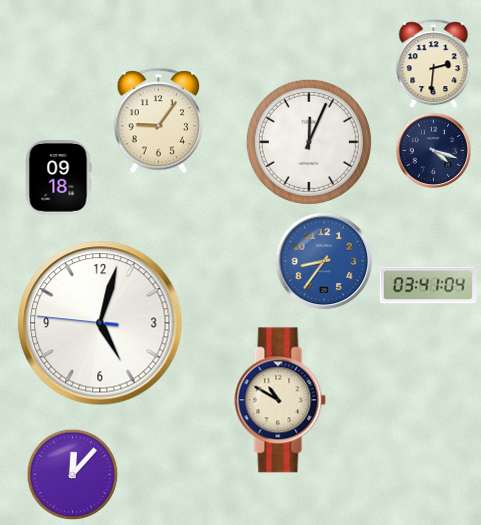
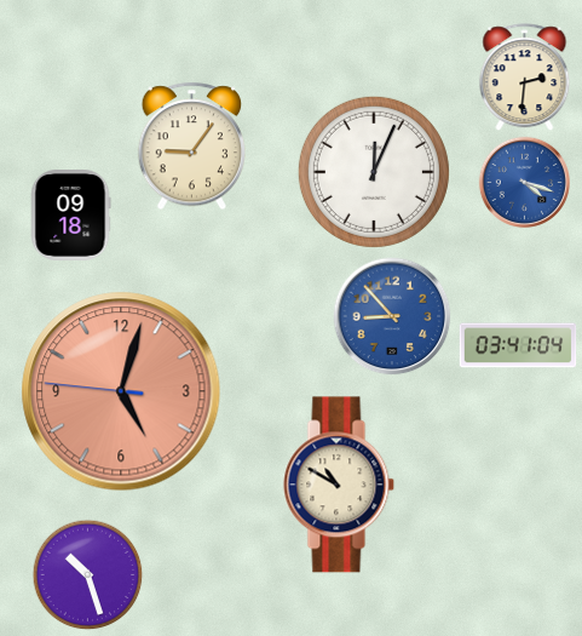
clock at (433, 150) dial: navy -> blue
clock at (324, 261): 8:36 -> 8:53
clock at (100, 323) dial: white -> salmon
clock at (73, 475): 12:07 -> 10:27
